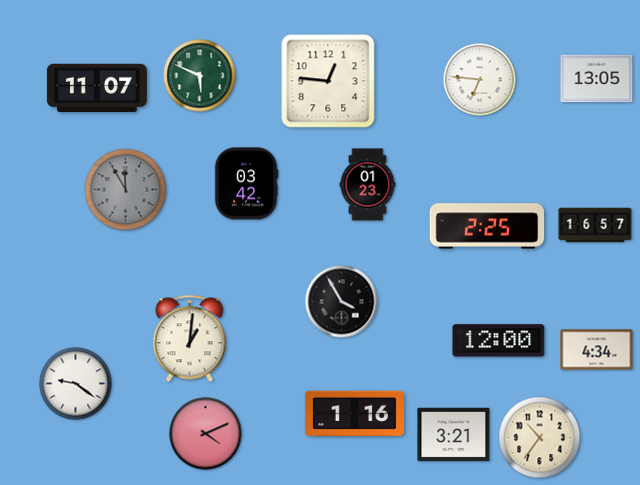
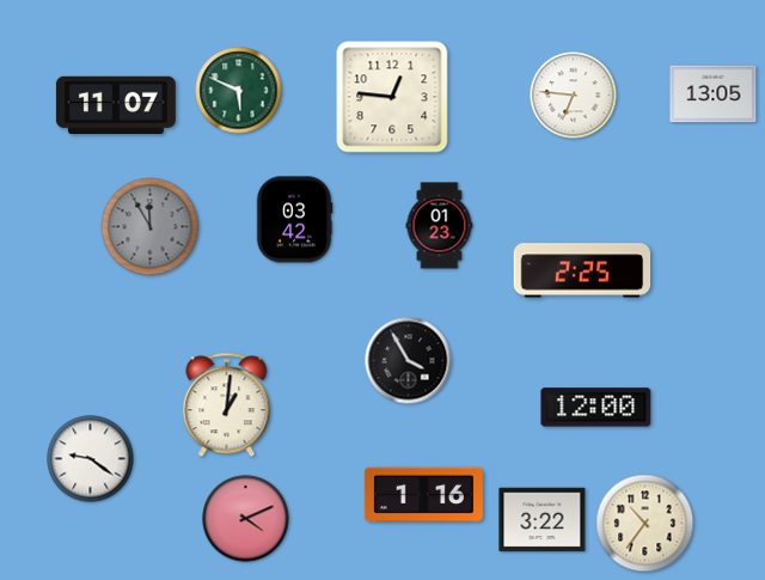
clock at (368, 185) position: (368, 185) -> (440, 226)
clock at (595, 225): 16:57 -> none
clock at (597, 350): 4:34 -> none
clock at (454, 435): 3:21 -> 3:22
